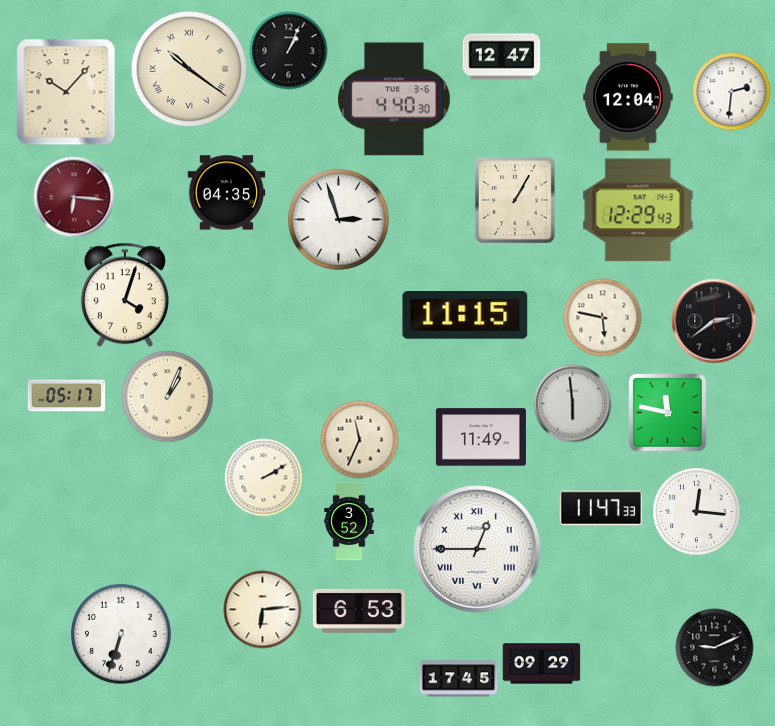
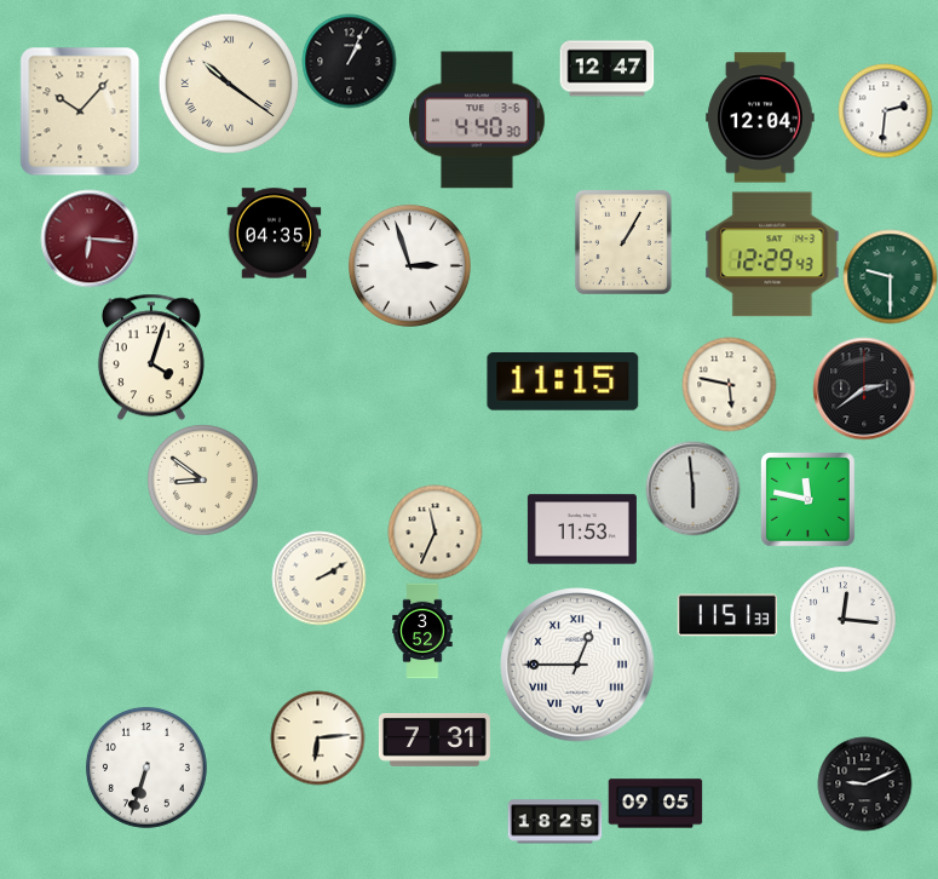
clock at (890, 276): none -> 9:30
clock at (66, 396): 05:17 -> none
clock at (167, 396): 1:04 -> 8:51
clock at (481, 437): 11:49 -> 11:53
clock at (601, 508): 11:47 -> 11:51
clock at (359, 611): 6:53 -> 7:31
clock at (541, 664): 09:29 -> 09:05
clock at (458, 679): 17:45 -> 18:25
